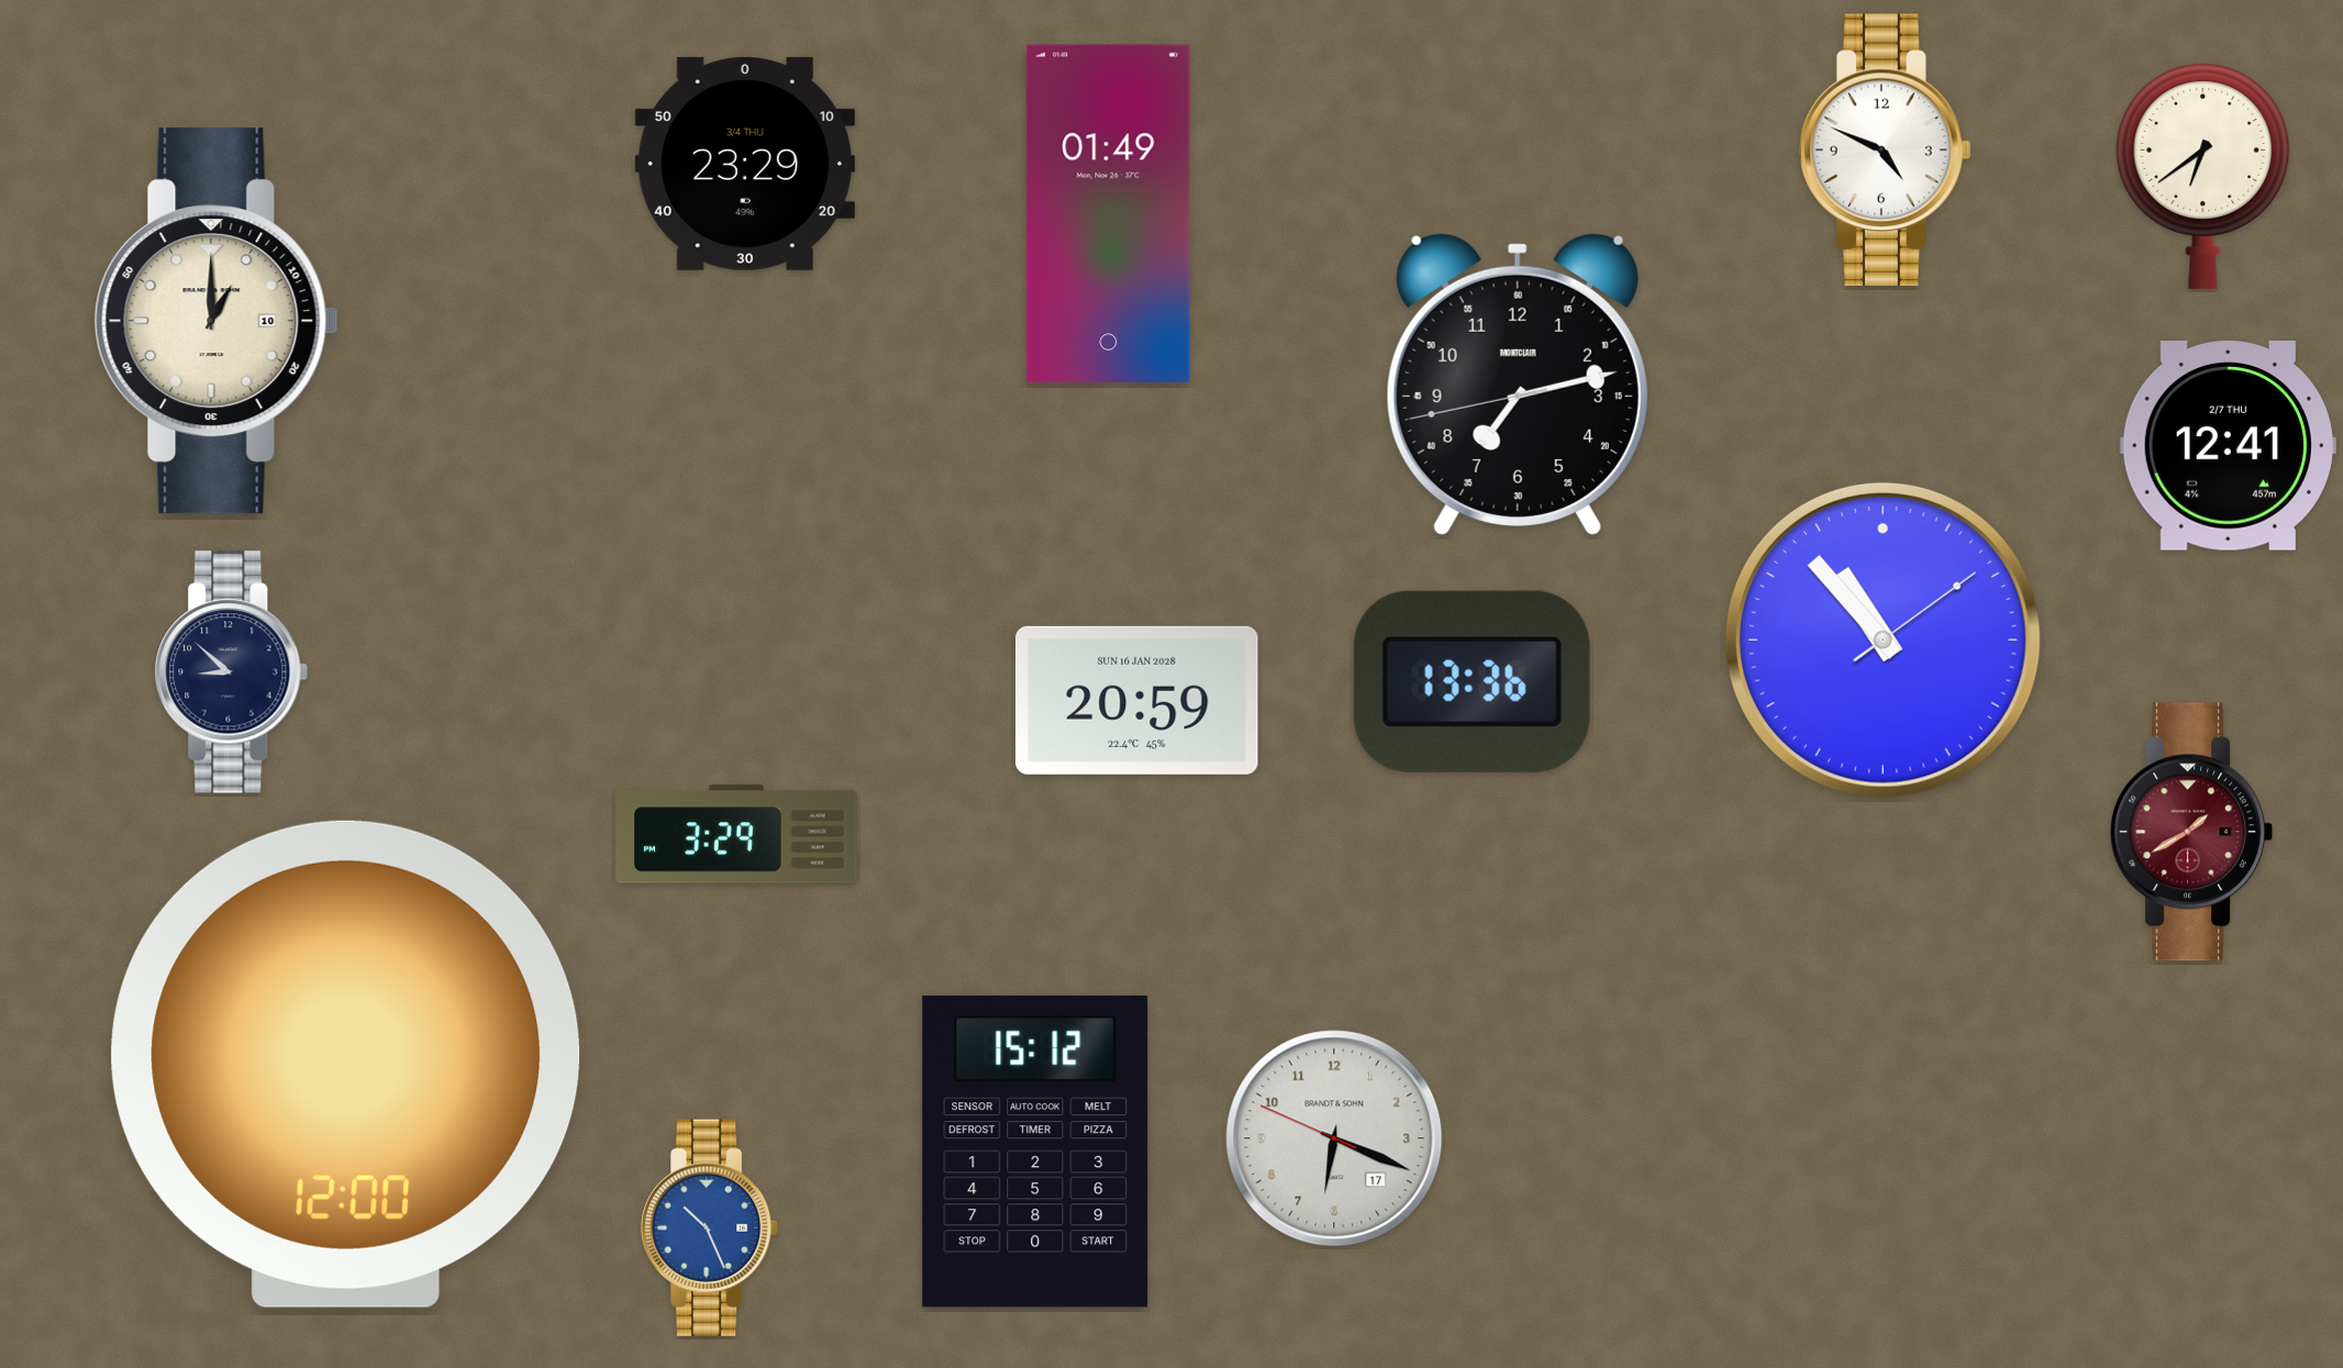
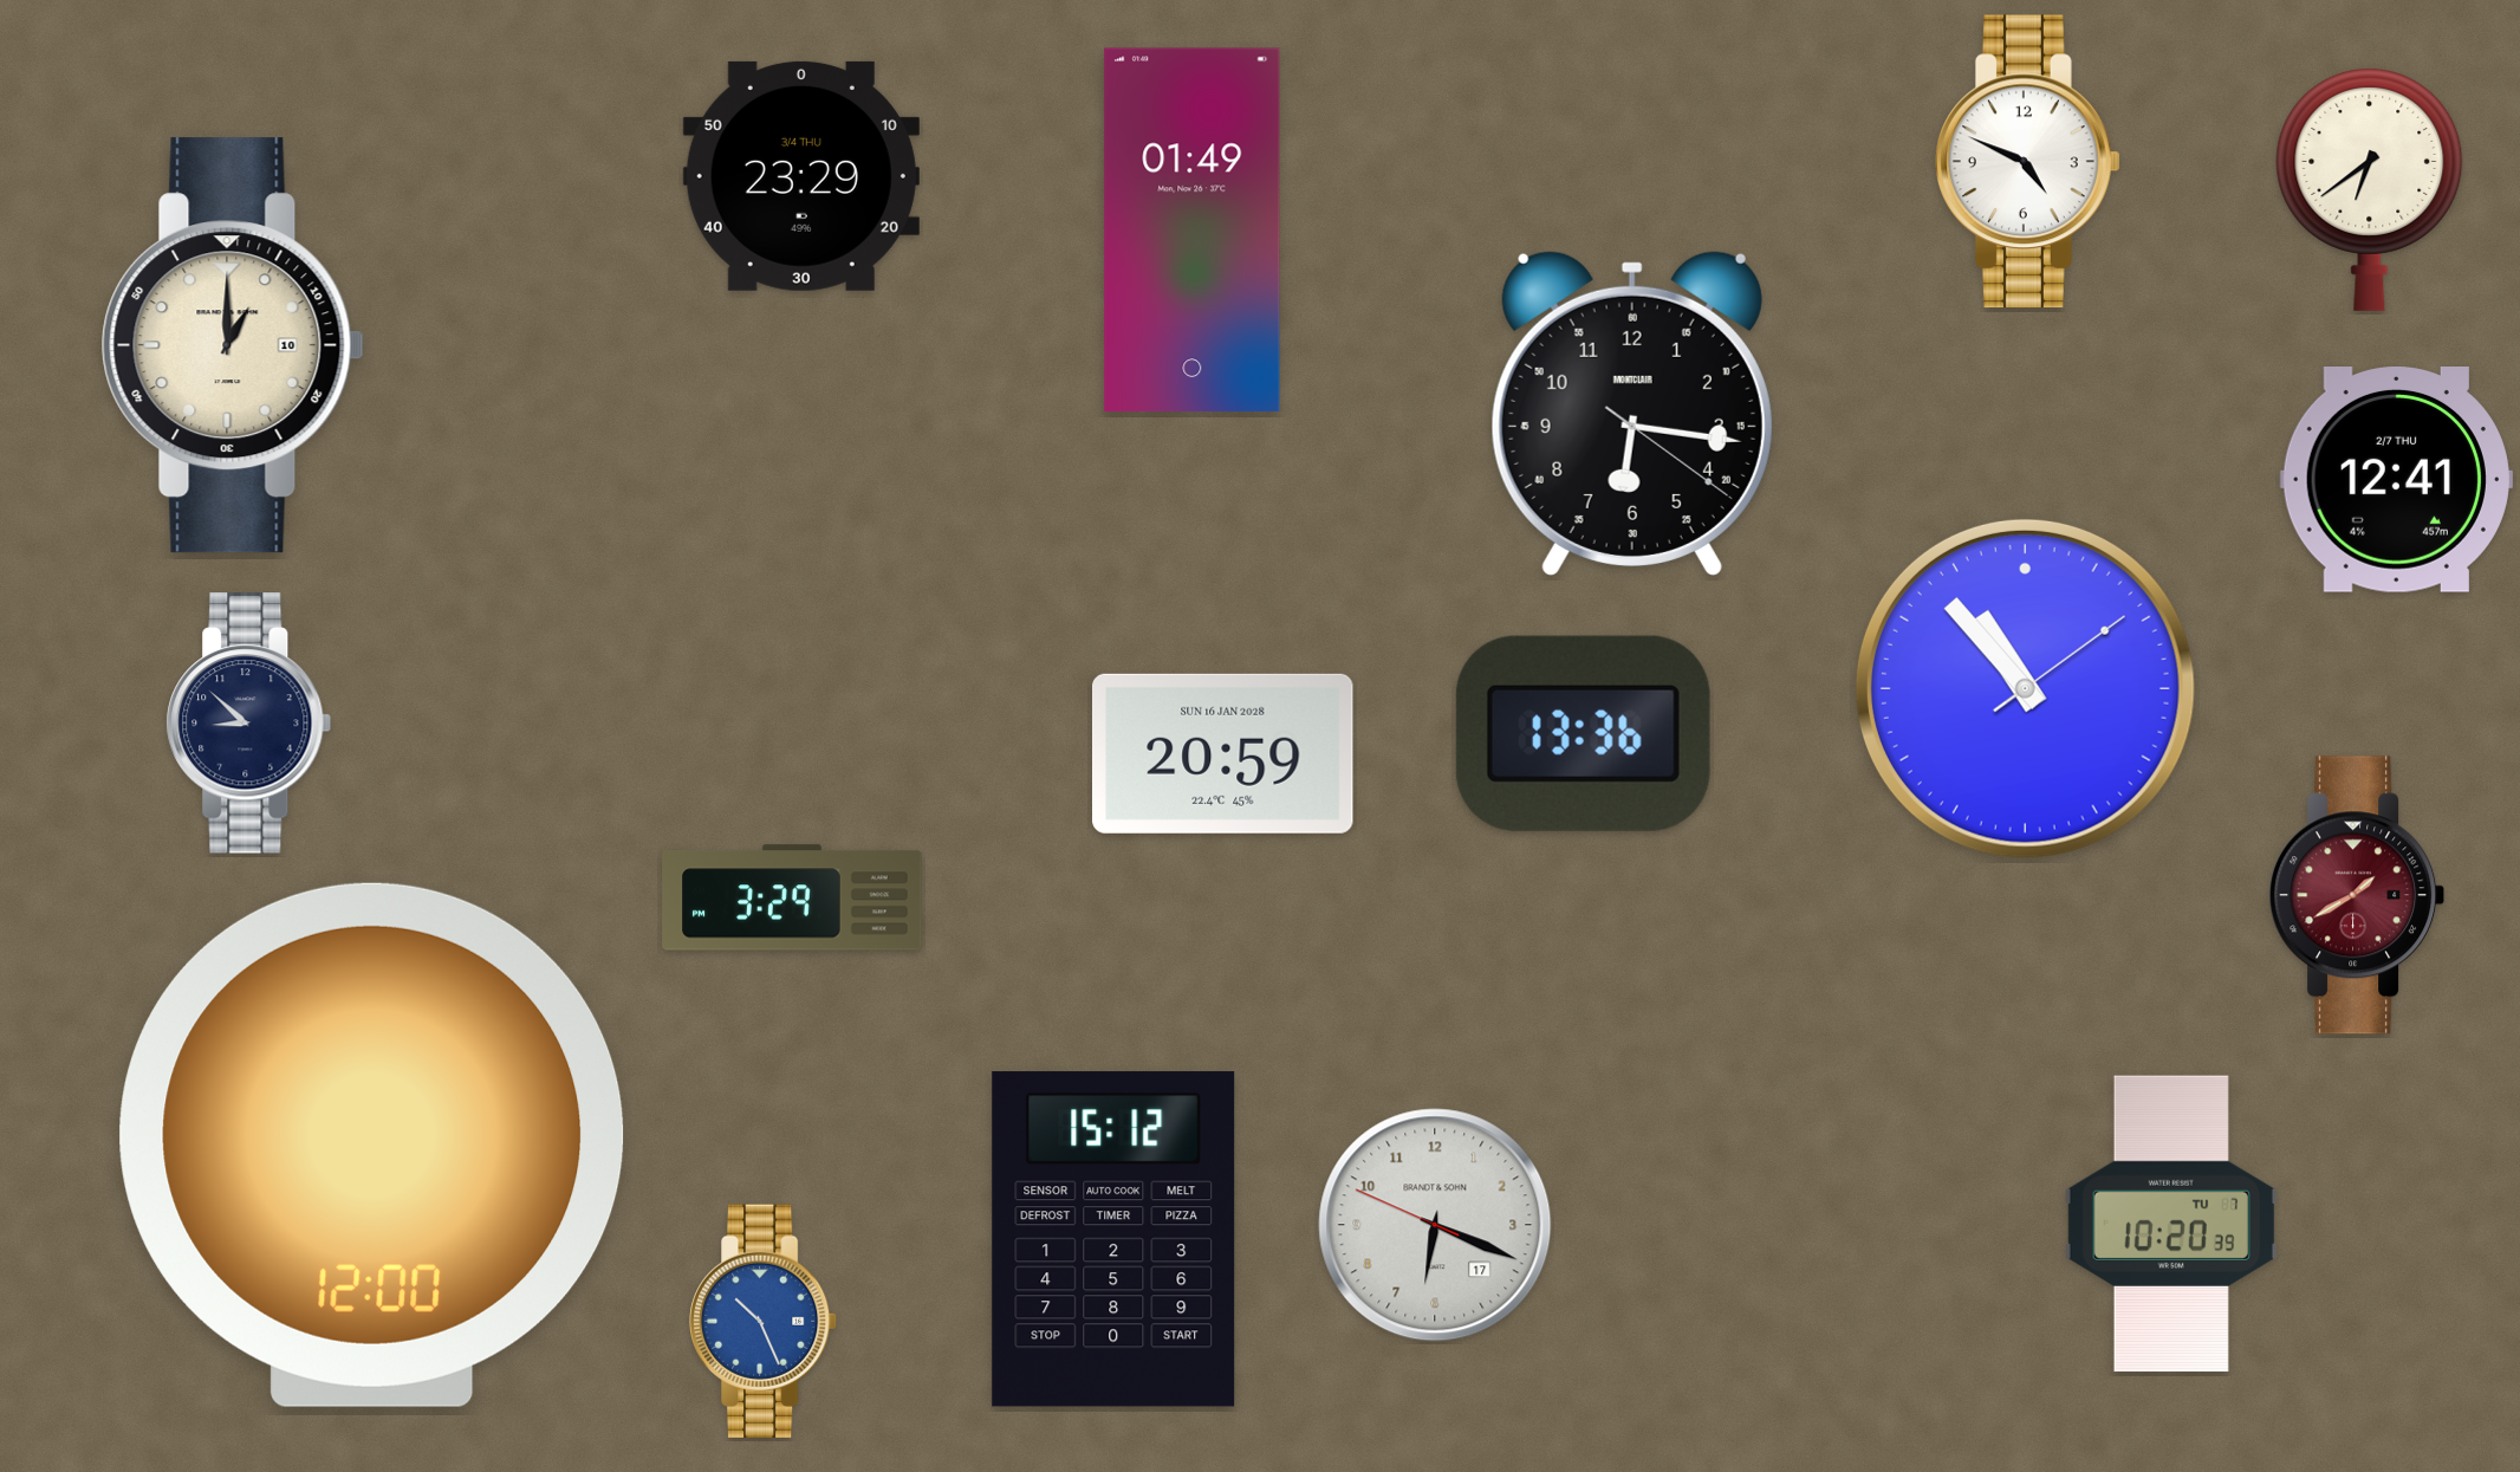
clock at (1518, 385): 7:12 -> 6:16
clock at (2171, 1224): none -> 10:20
